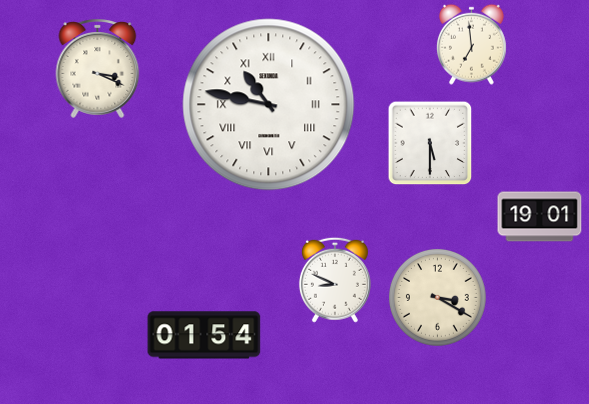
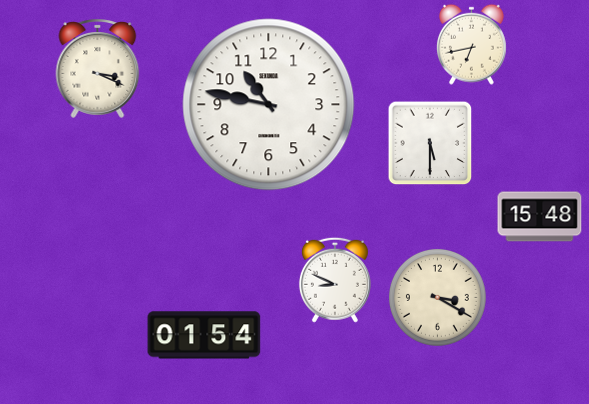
clock at (471, 44): 6:59 -> 6:43
clock at (269, 105) numerals: Roman -> Arabic
clock at (540, 217): 19:01 -> 15:48
